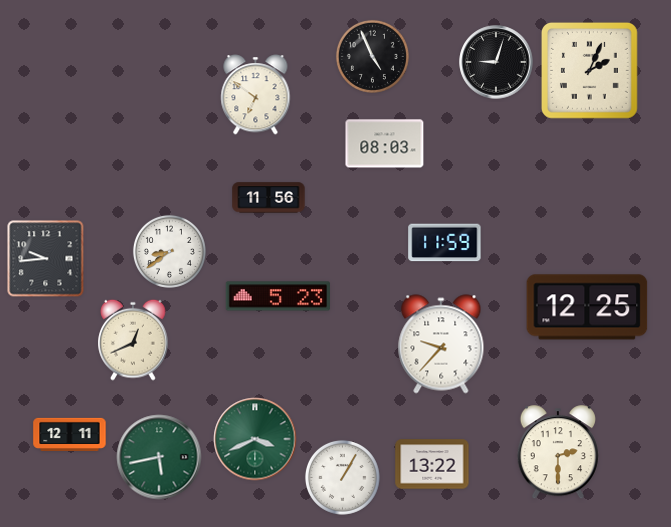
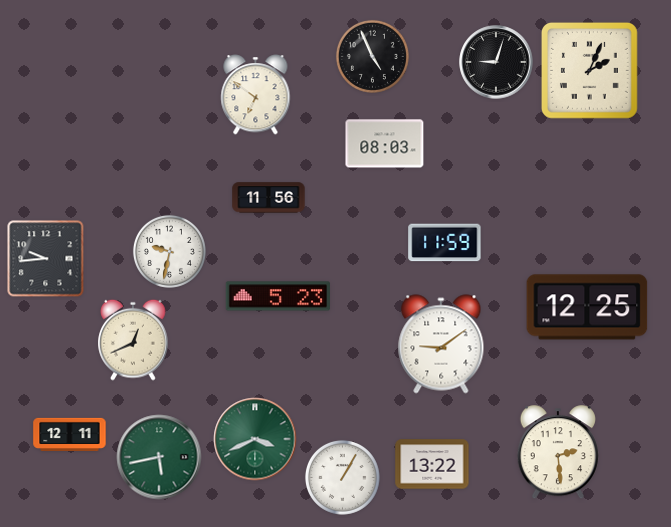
clock at (169, 251): 8:39 -> 9:32
clock at (441, 344): 9:37 -> 9:09
clock at (558, 453): 2:30 -> 2:29
